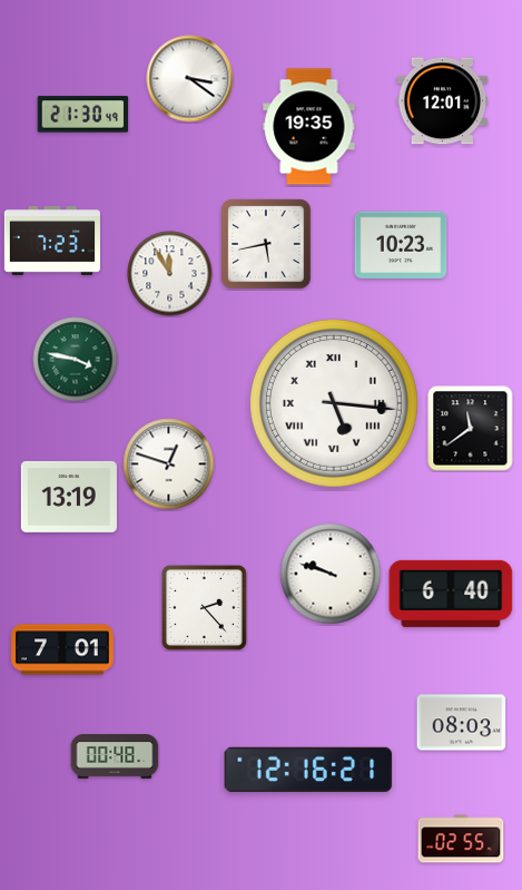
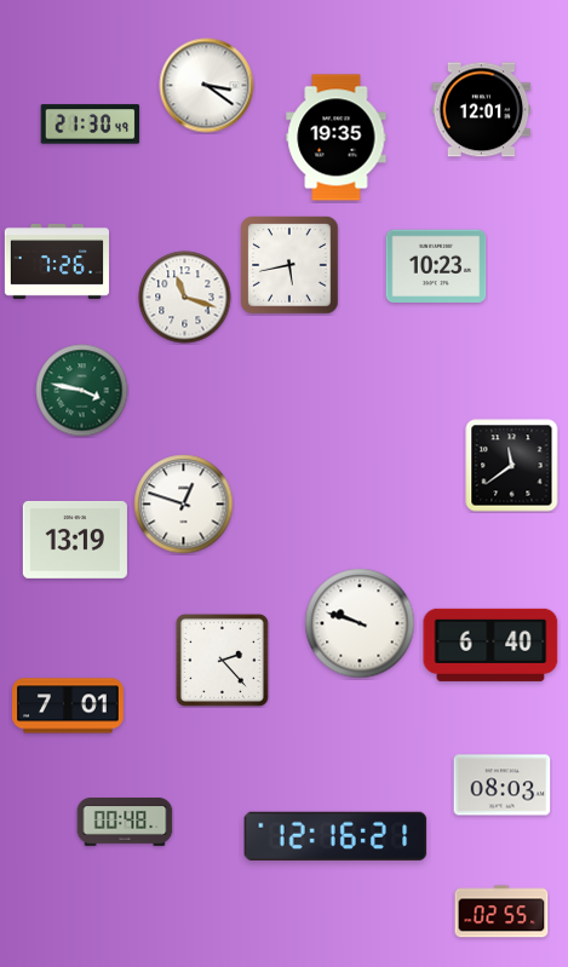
clock at (52, 241): 7:23 -> 7:26
clock at (170, 274): 11:55 -> 11:18
clock at (334, 403): 5:16 -> none
